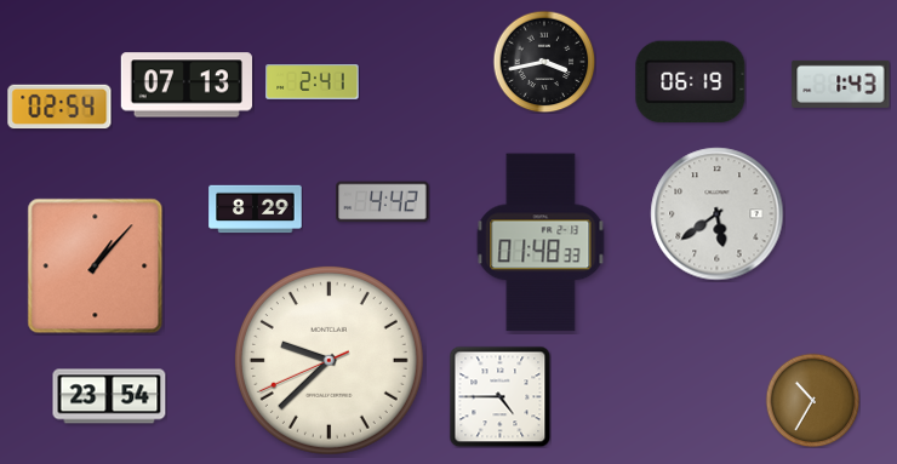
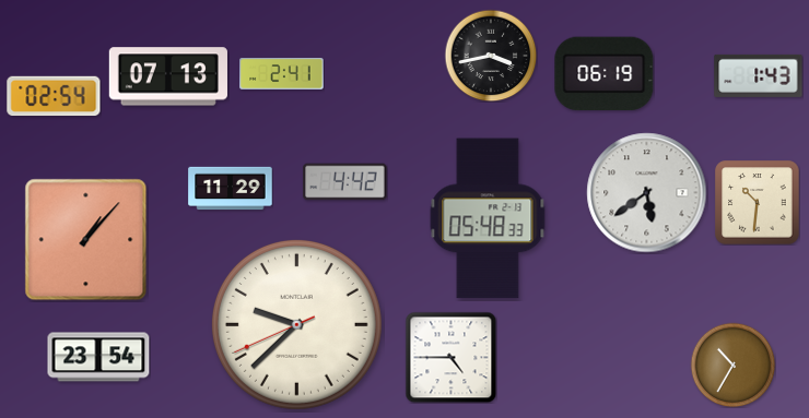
clock at (691, 82) position: (691, 82) -> (605, 74)
clock at (256, 210): 8:29 -> 11:29
clock at (758, 203): none -> 10:31
clock at (541, 242): 01:48 -> 05:48
clock at (812, 400) position: (812, 400) -> (732, 365)
